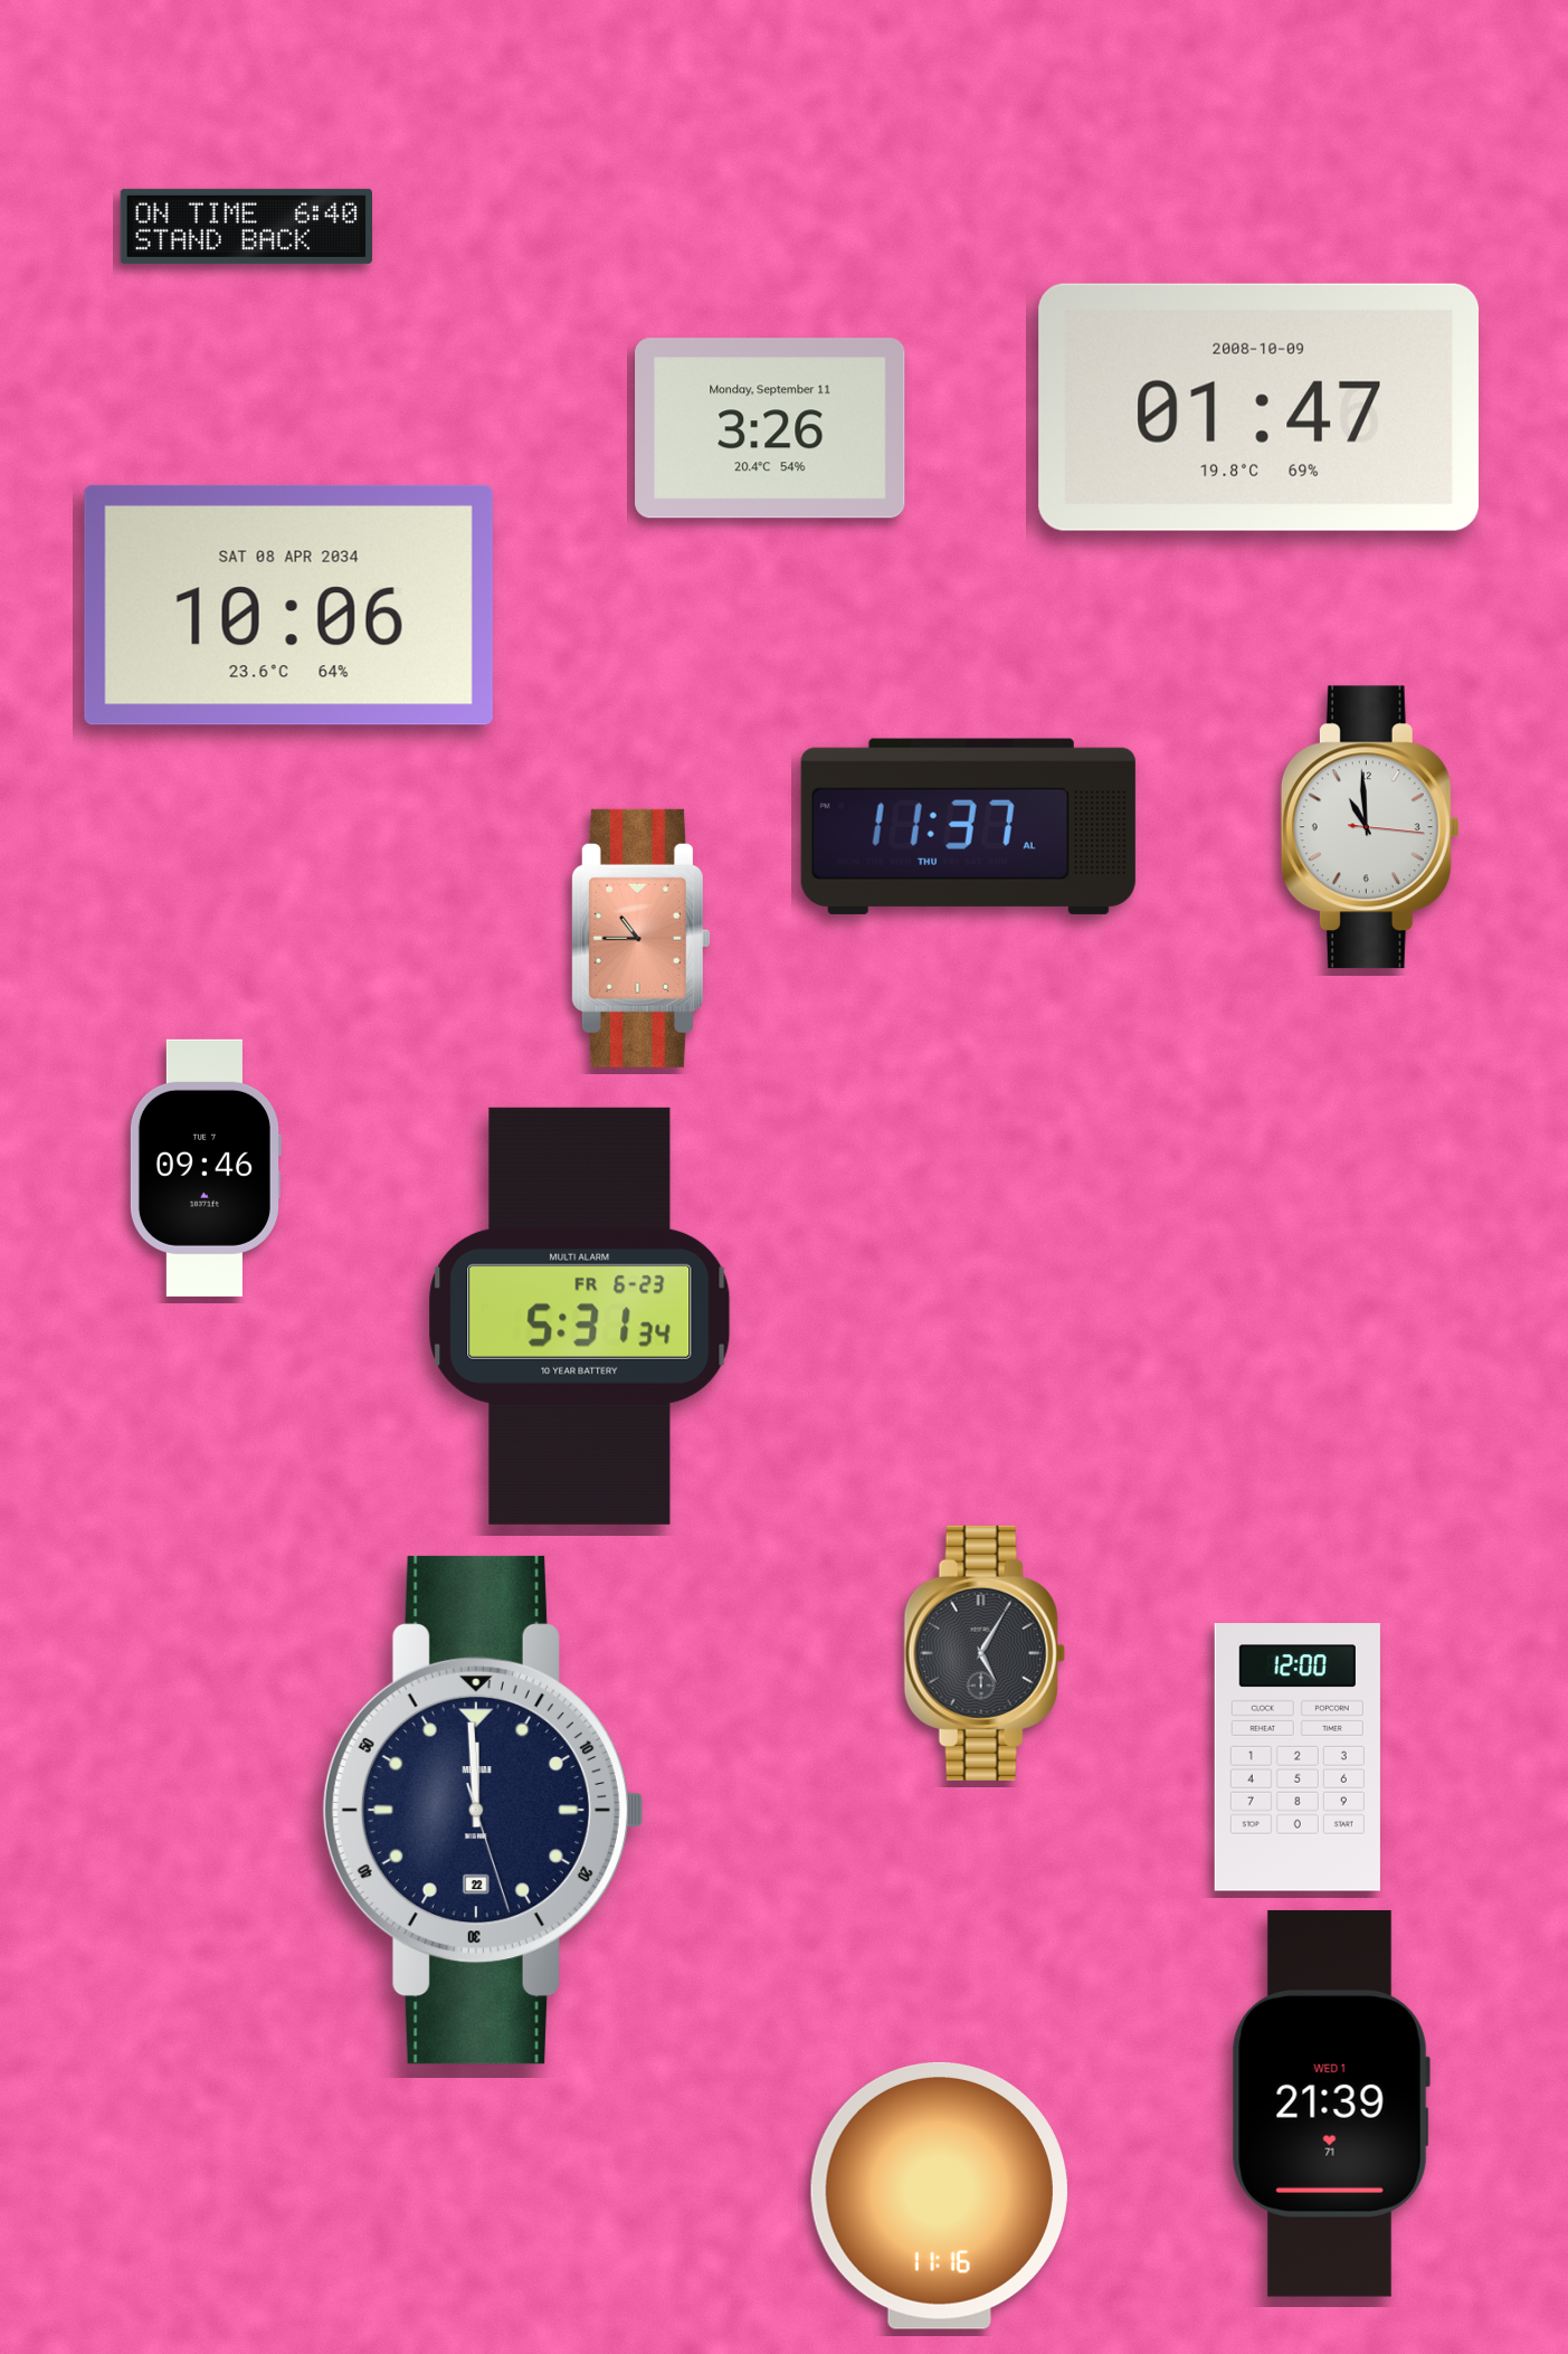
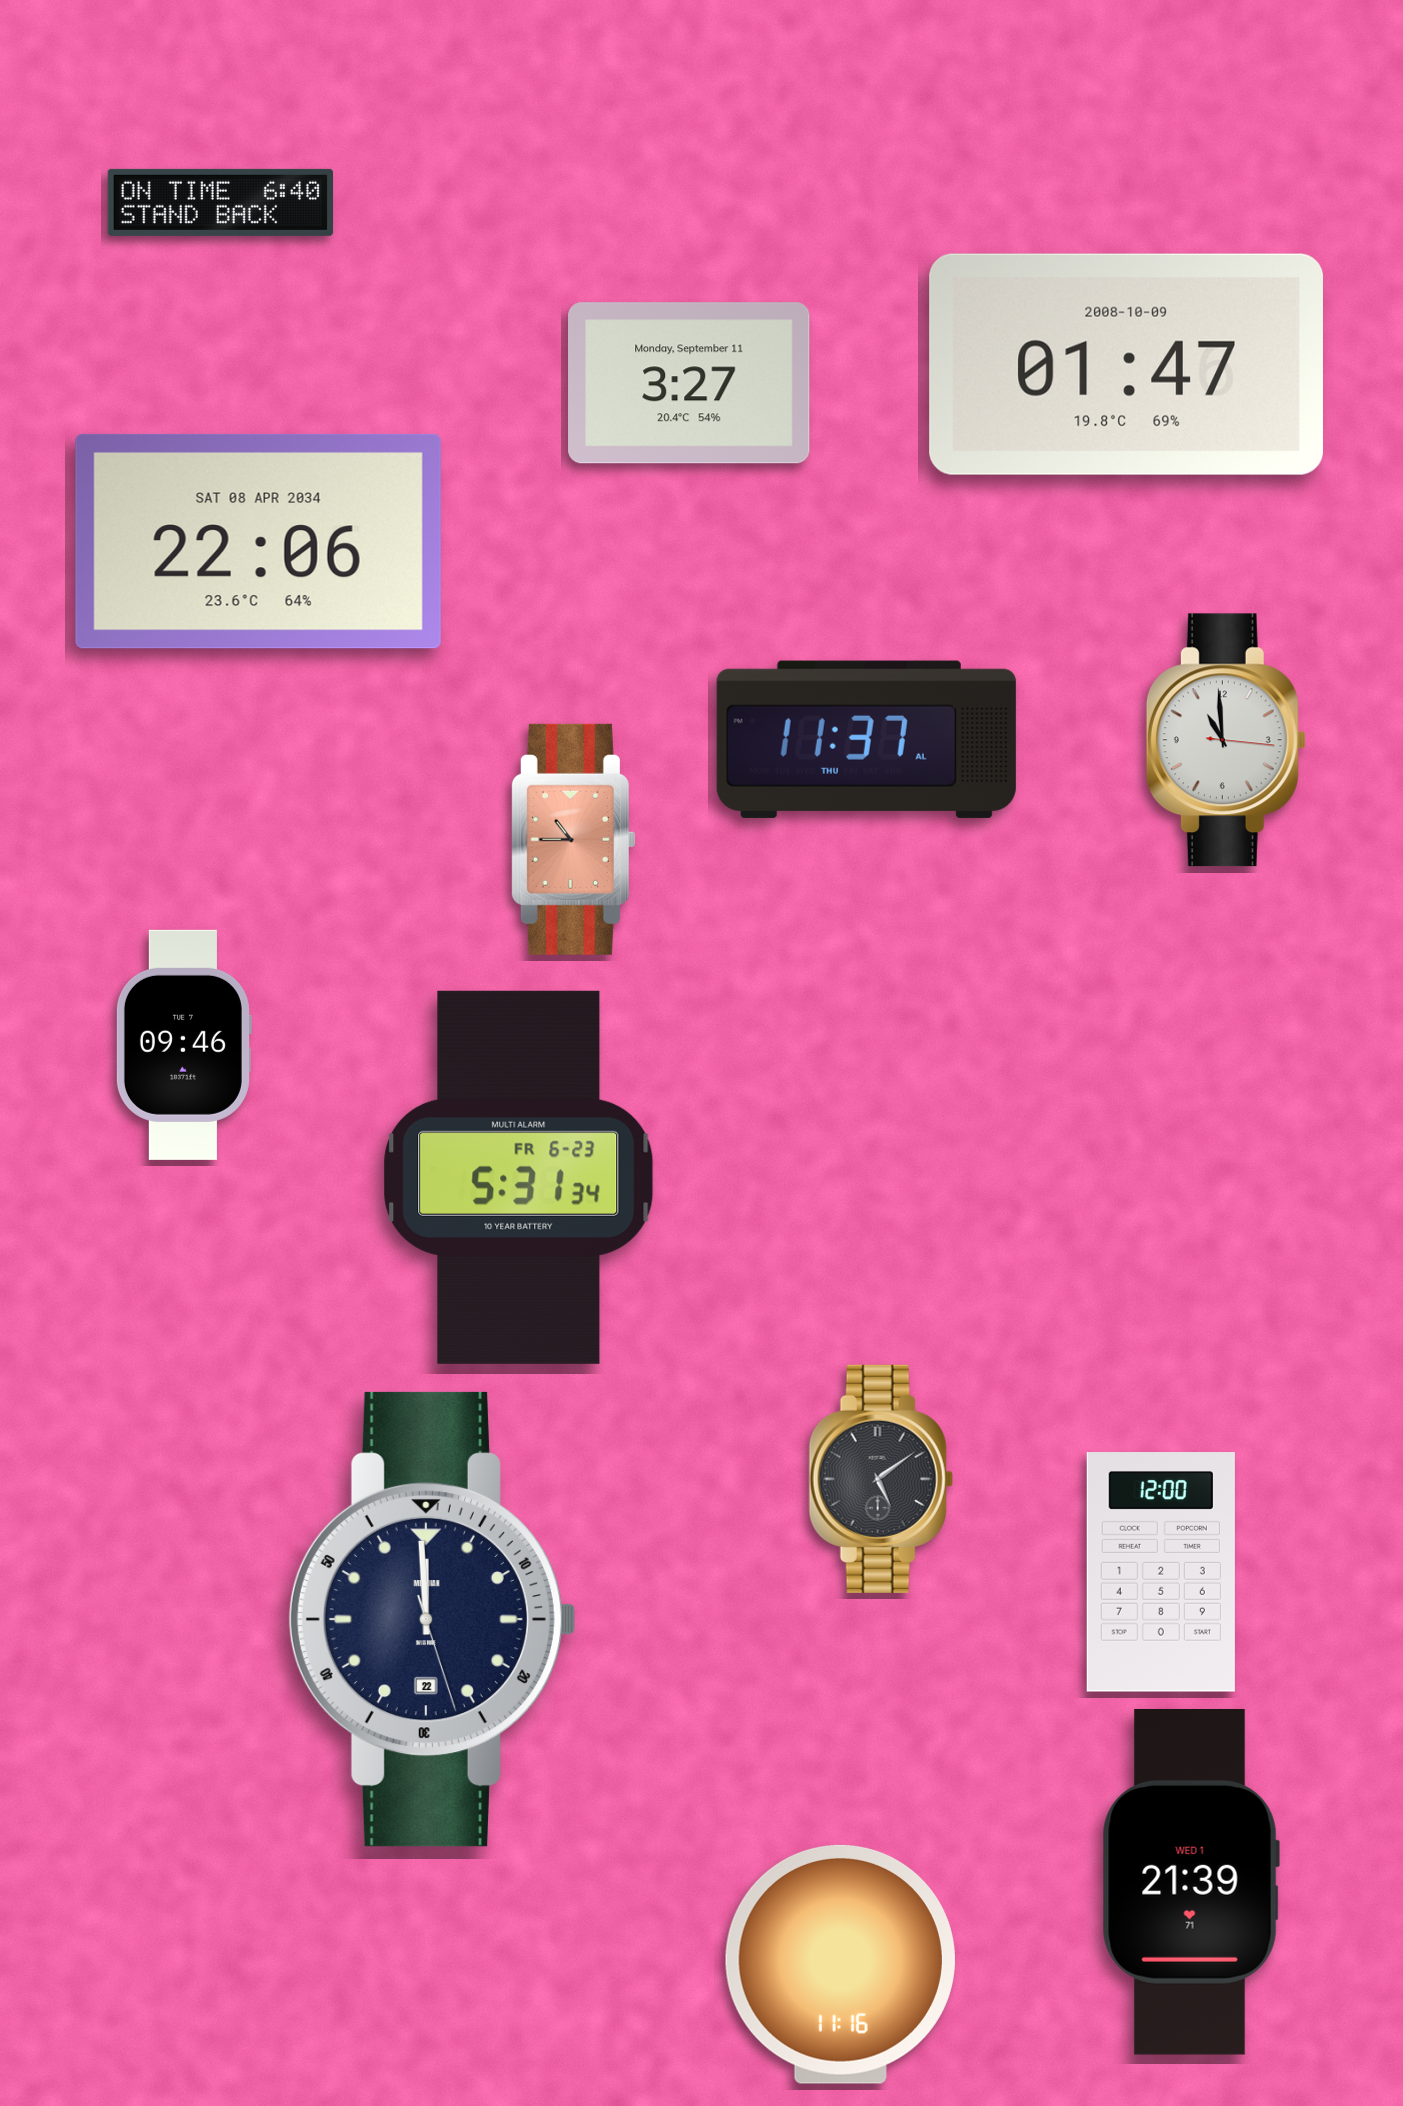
clock at (770, 428): 3:26 -> 3:27
clock at (288, 605): 10:06 -> 22:06
clock at (985, 1653): 5:05 -> 5:09
